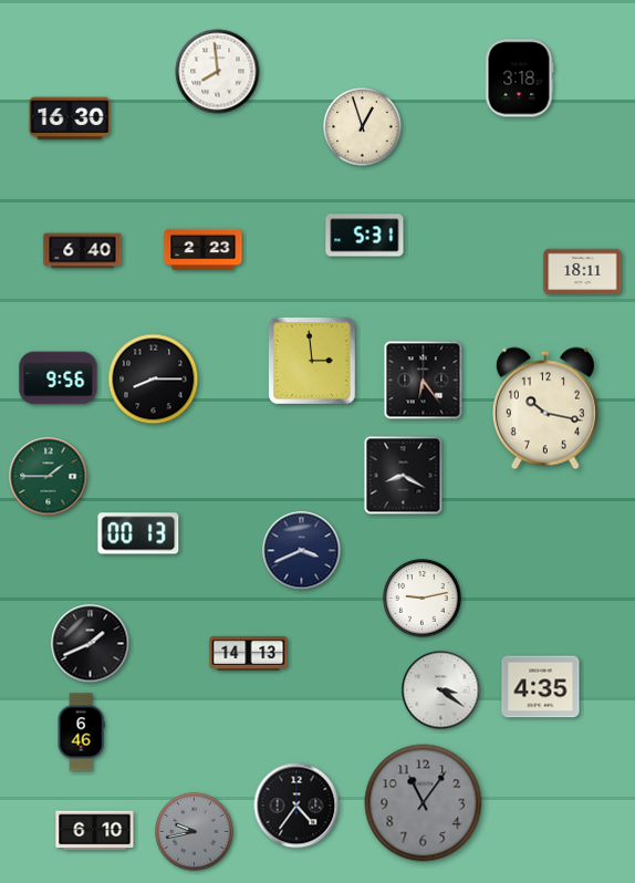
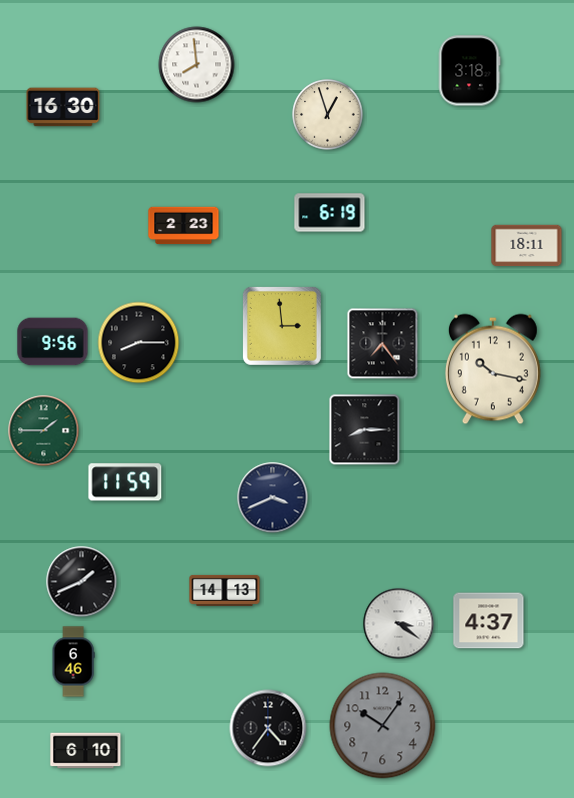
clock at (365, 236): 5:31 -> 6:19
clock at (83, 251): 6:40 -> none
clock at (424, 381): 6:24 -> 7:24
clock at (404, 476): 8:20 -> 8:15
clock at (138, 533): 00:13 -> 11:59
clock at (423, 599): 9:13 -> none
clock at (541, 687): 4:35 -> 4:37
clock at (424, 803): 11:06 -> 10:06
clock at (195, 832): 9:43 -> none
